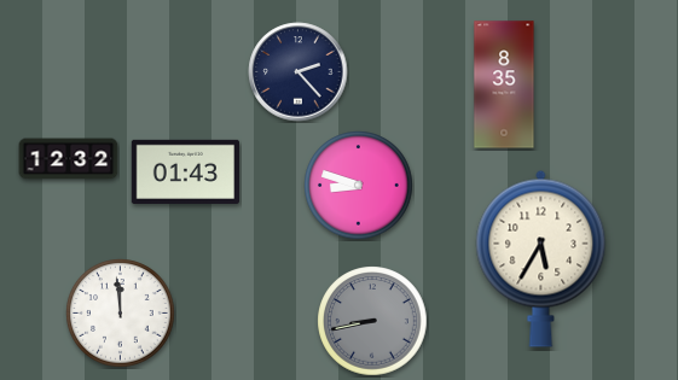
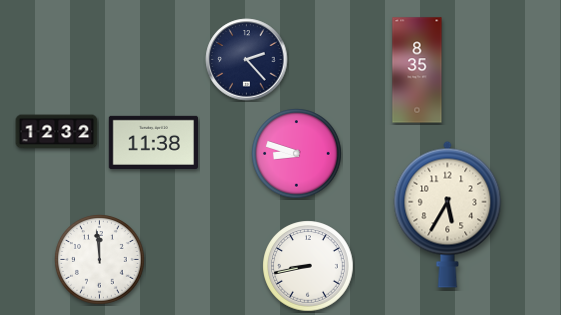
clock at (185, 171): 01:43 -> 11:38
clock at (372, 321) dial: grey -> white
